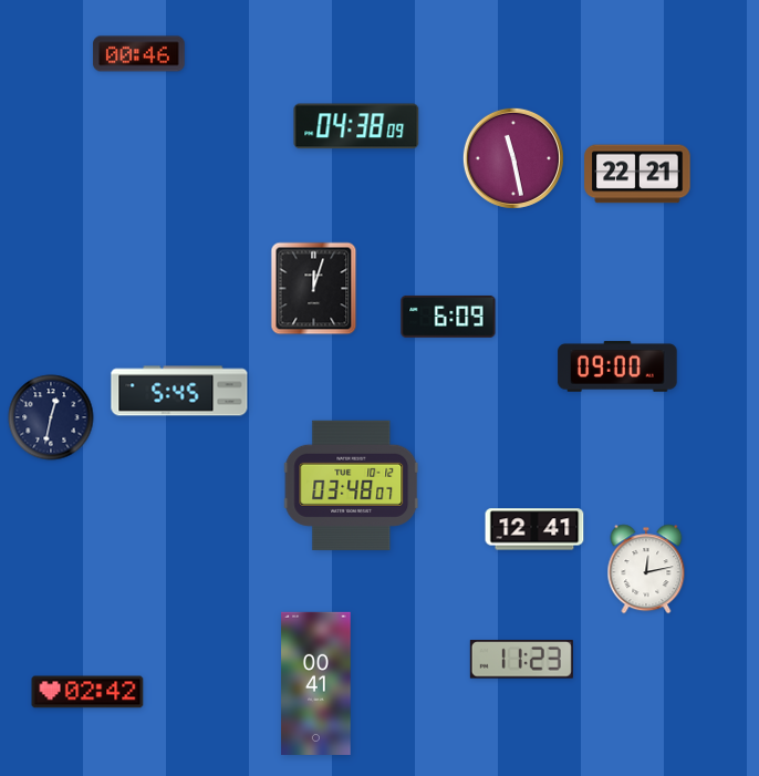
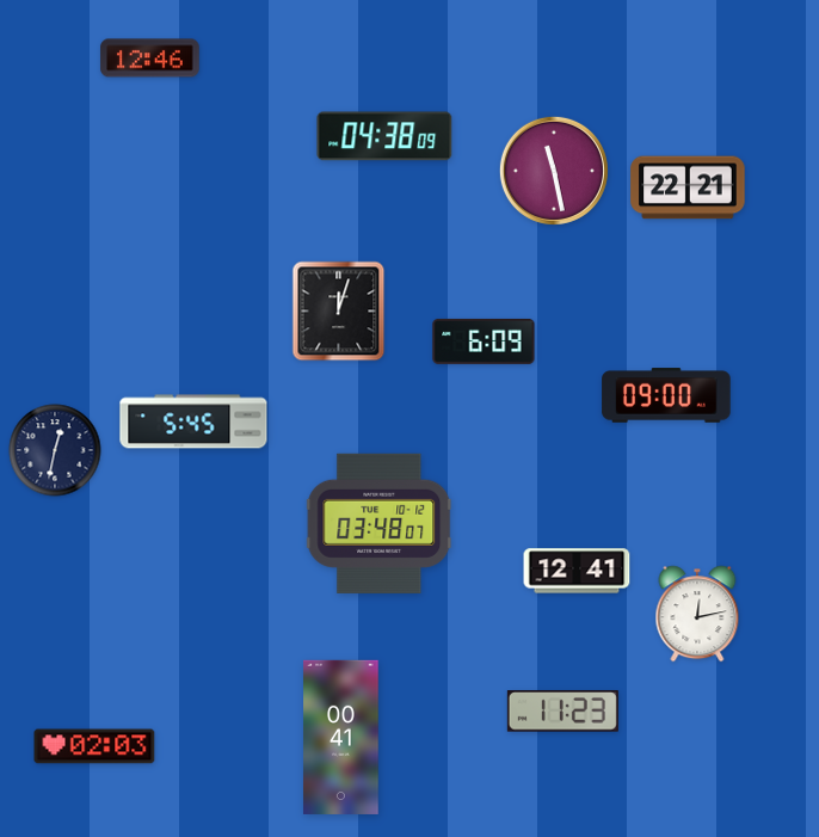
clock at (139, 54): 00:46 -> 12:46
clock at (87, 692): 02:42 -> 02:03
